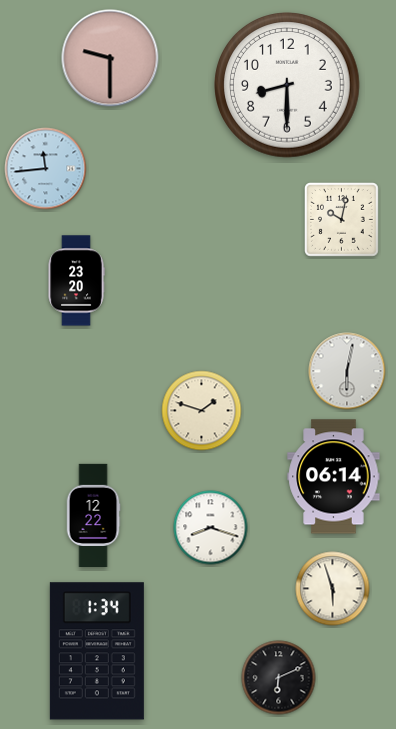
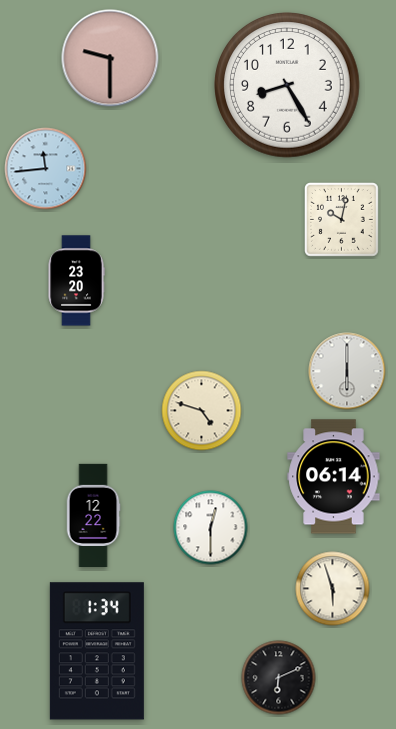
clock at (287, 85): 8:30 -> 8:25
clock at (347, 371): 6:02 -> 6:00
clock at (202, 411): 1:48 -> 4:48
clock at (211, 528): 8:18 -> 12:30
